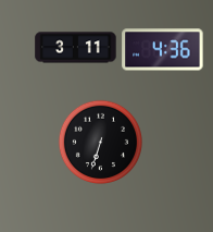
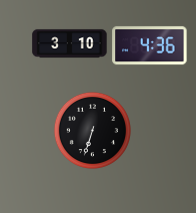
clock at (76, 48): 3:11 -> 3:10
